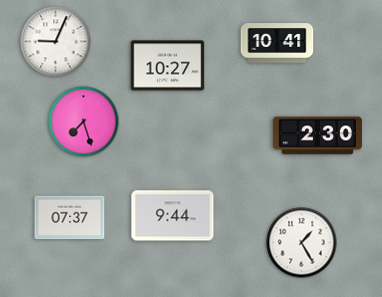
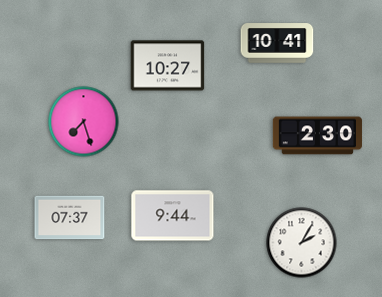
clock at (56, 42): 9:04 -> none
clock at (302, 243): 1:25 -> 2:05
